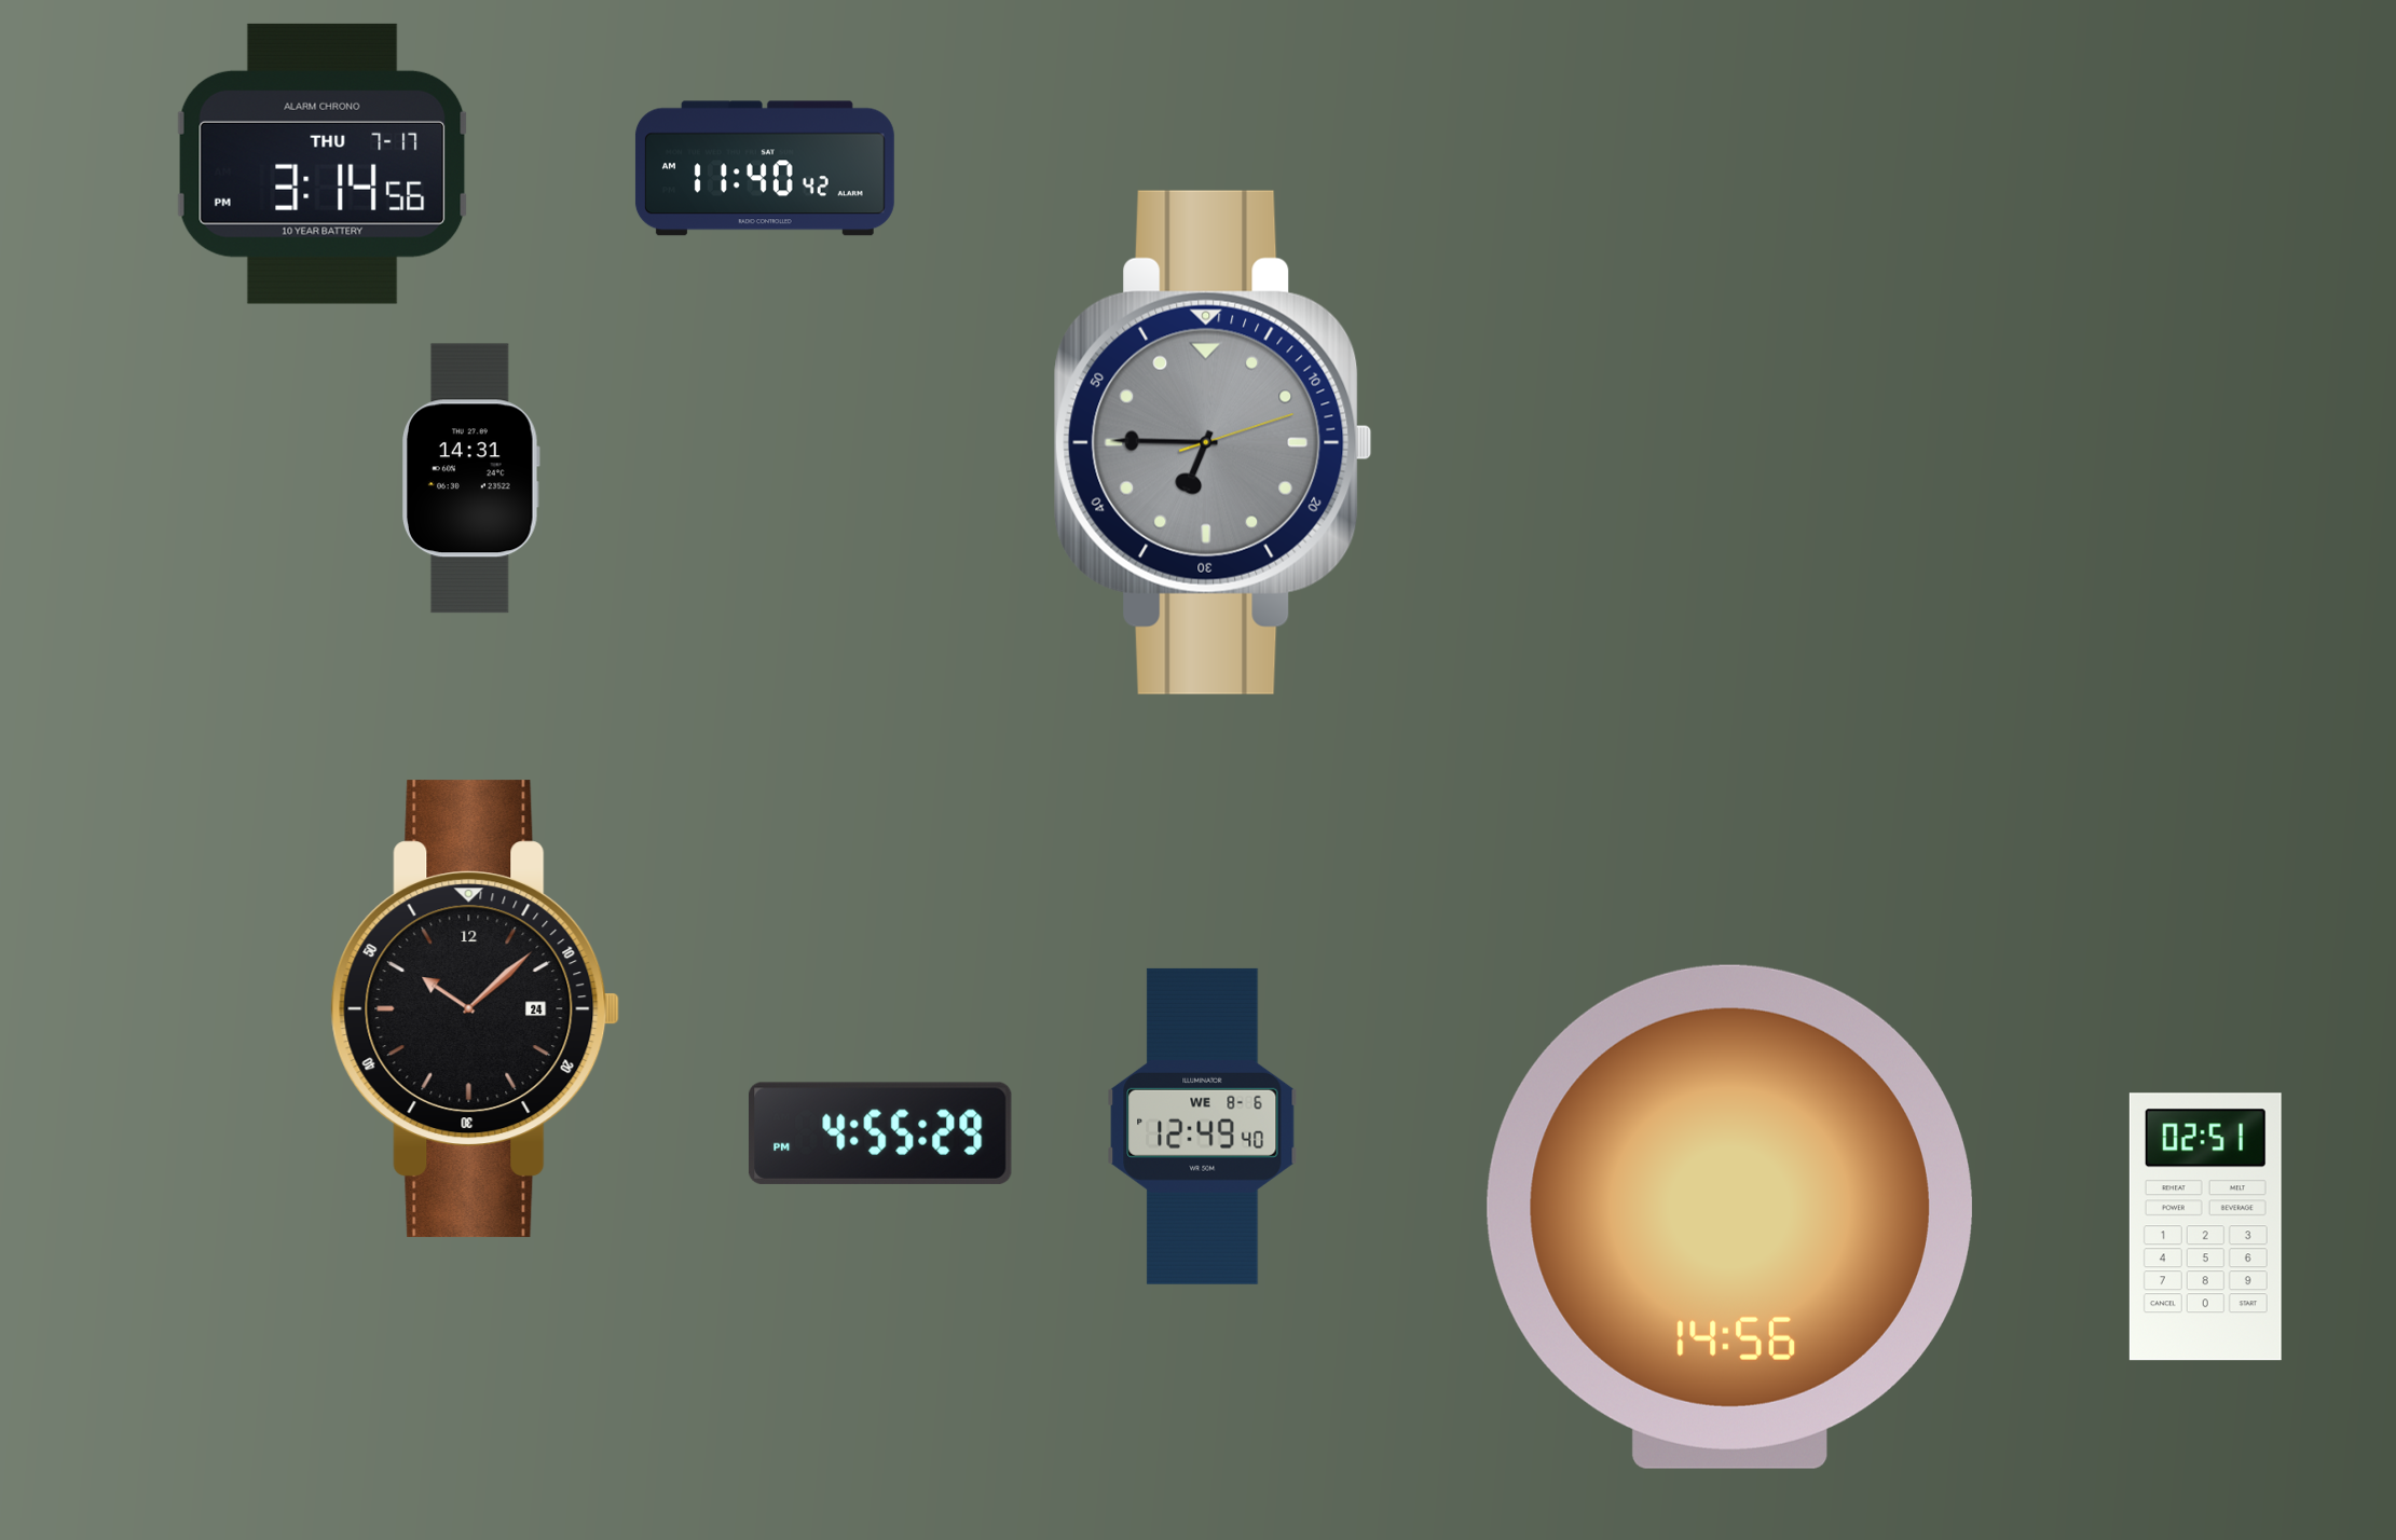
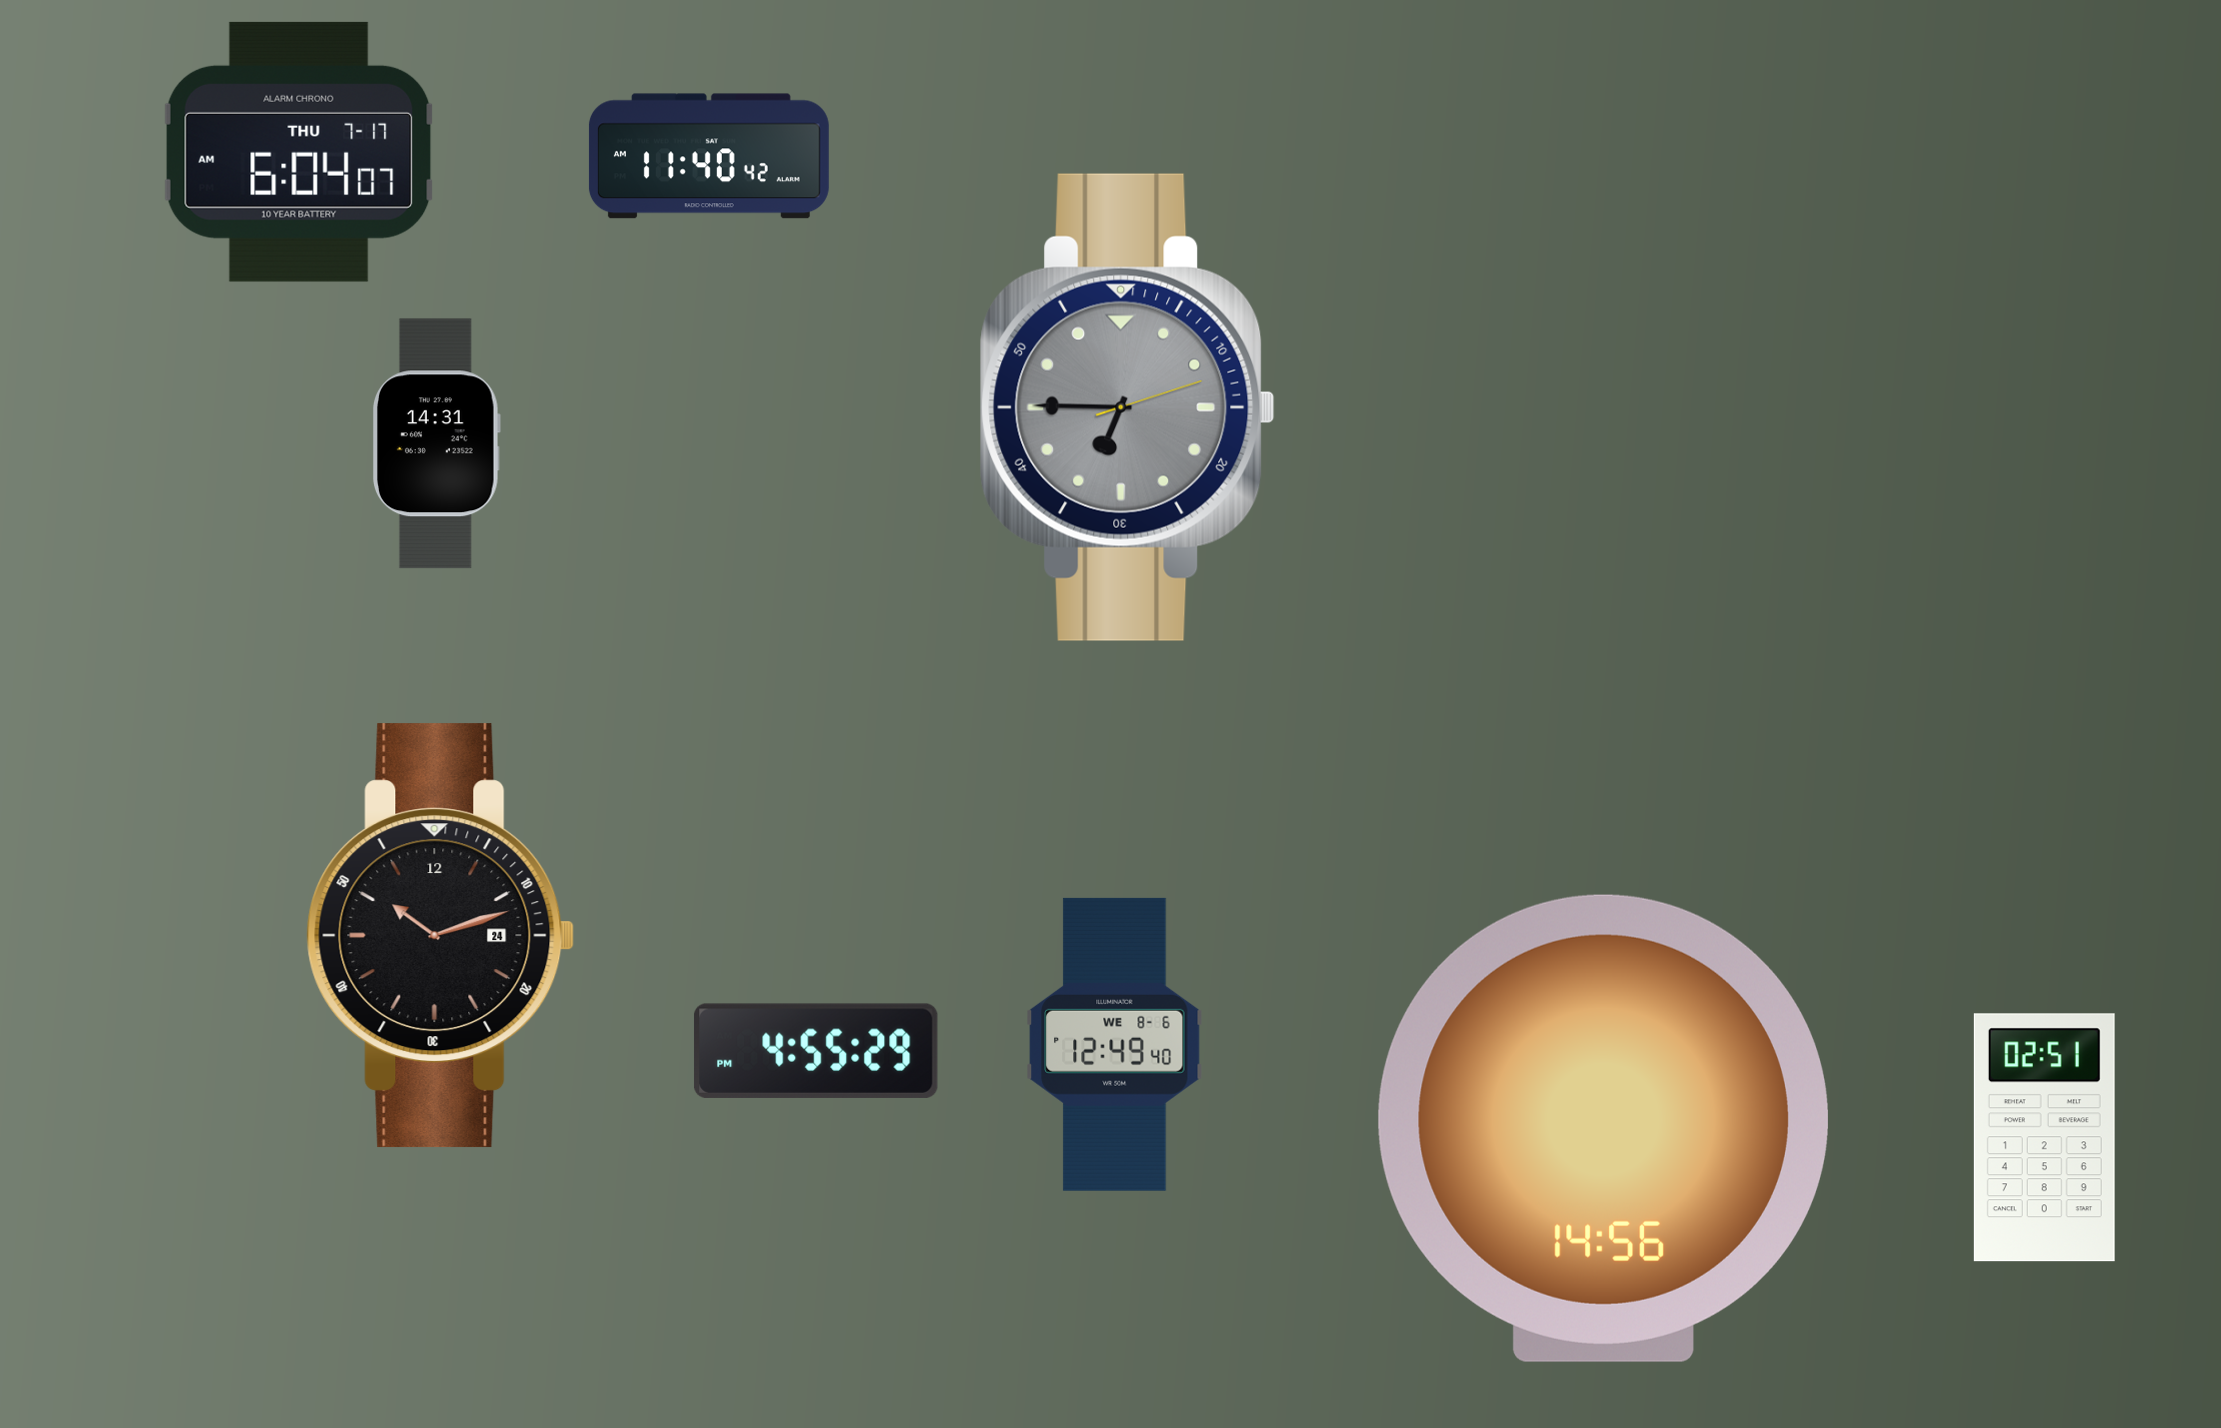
clock at (323, 164): 3:14 -> 6:04
clock at (1214, 442) position: (1214, 442) -> (1128, 407)
clock at (476, 1009): 10:08 -> 10:12
